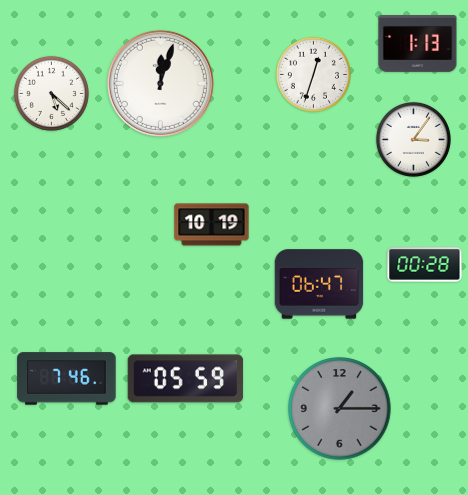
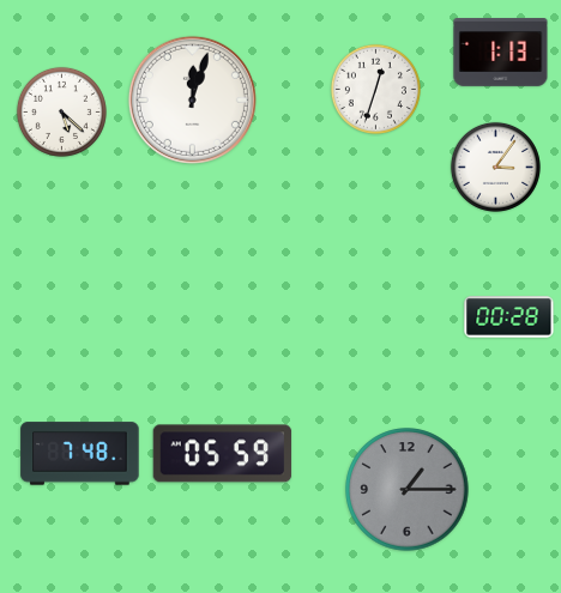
clock at (212, 225): 10:19 -> none
clock at (319, 284): 06:47 -> none
clock at (67, 379): 7:46 -> 7:48
